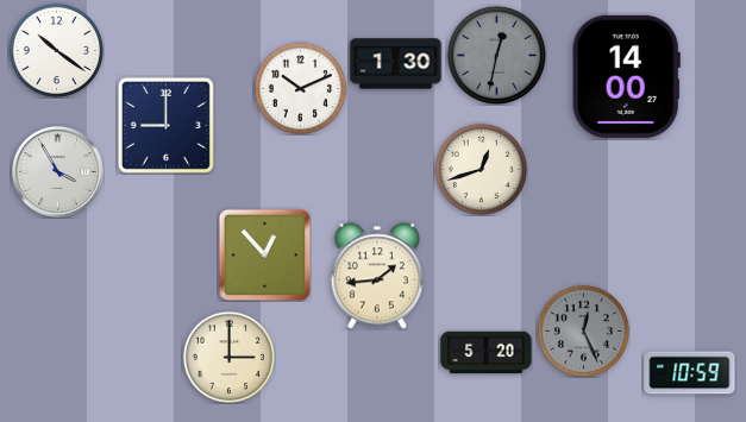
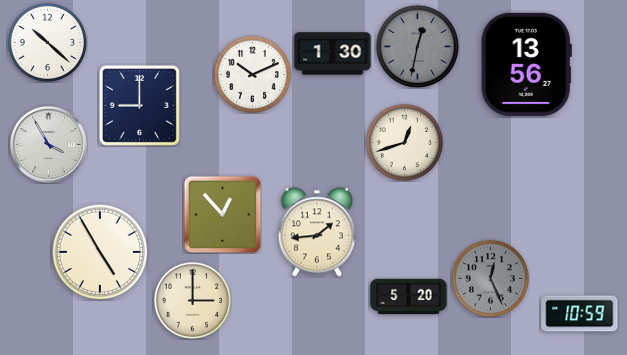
clock at (56, 50): 10:21 -> 10:22
clock at (626, 76): 14:00 -> 13:56
clock at (100, 252): none -> 4:55
